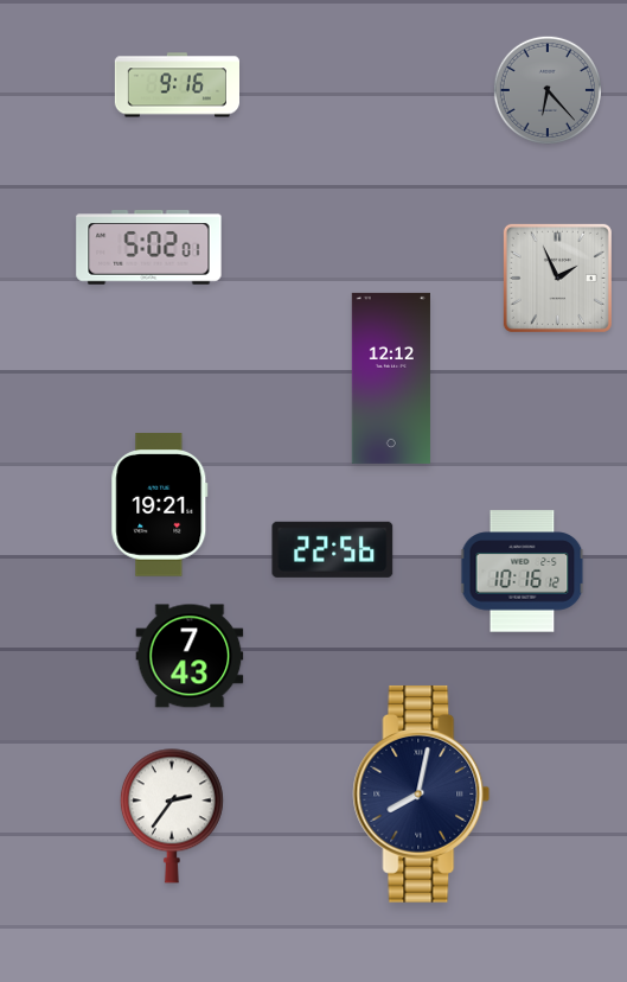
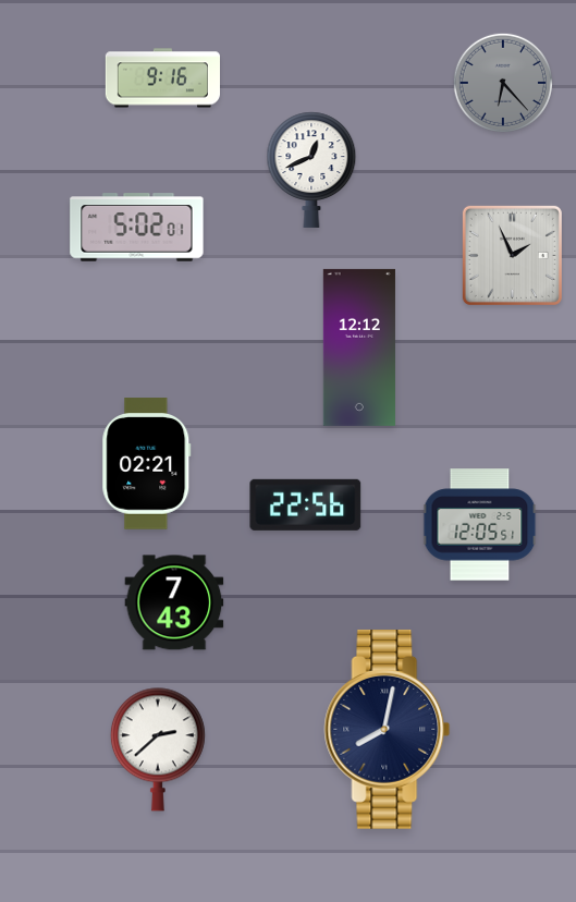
clock at (311, 170): none -> 12:41
clock at (160, 505): 19:21 -> 02:21
clock at (523, 572): 10:16 -> 12:05
clock at (172, 816): 2:36 -> 2:38
